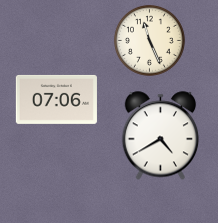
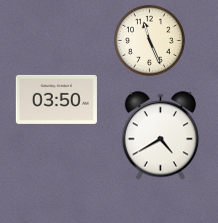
clock at (56, 99): 07:06 -> 03:50
